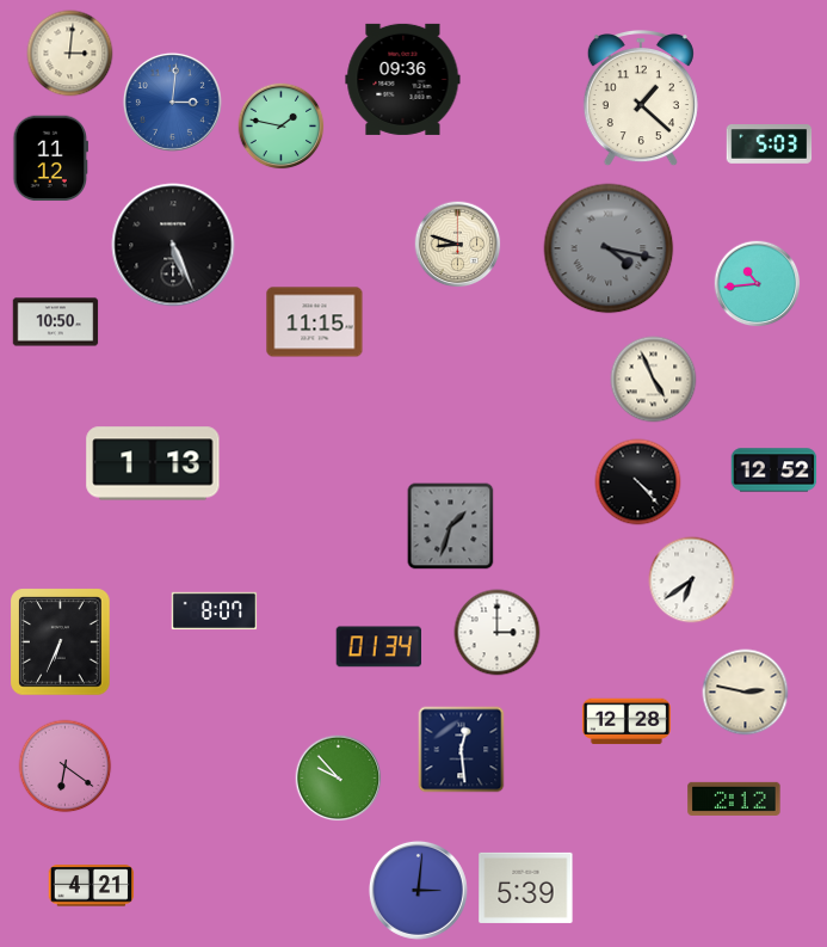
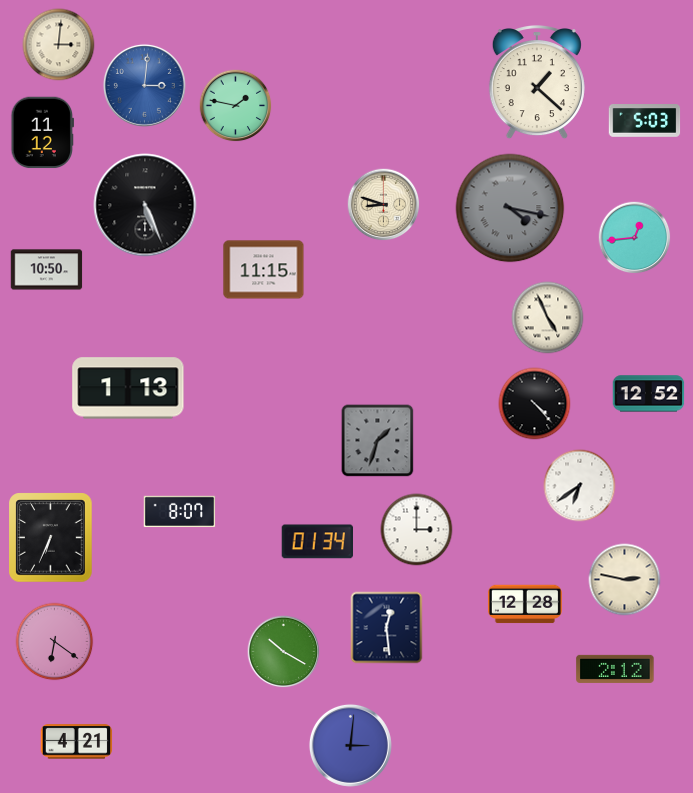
clock at (403, 79): 09:36 -> none
clock at (758, 284): 10:44 -> 12:44
clock at (339, 779): 9:53 -> 10:20
clock at (526, 887): 5:39 -> none
